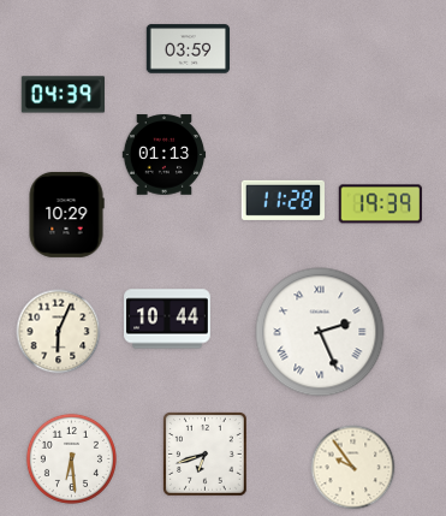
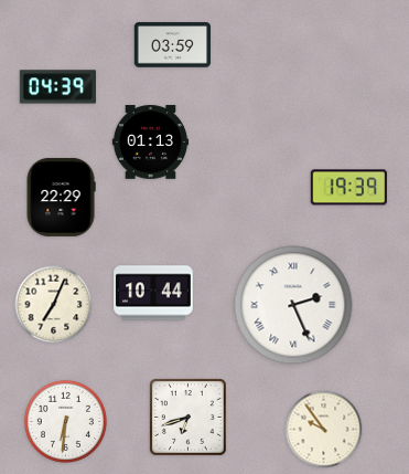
clock at (283, 200): 11:28 -> none
clock at (66, 214): 10:29 -> 22:29
clock at (59, 332): 6:04 -> 7:04
clock at (71, 458): 6:29 -> 6:31
